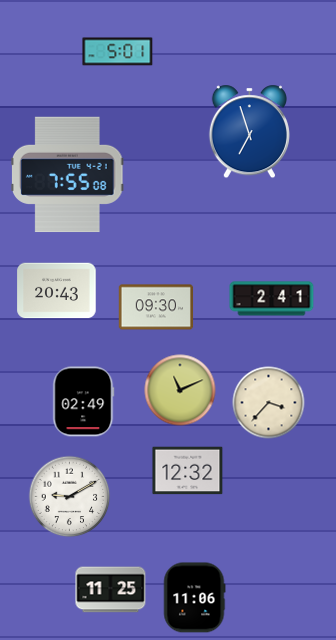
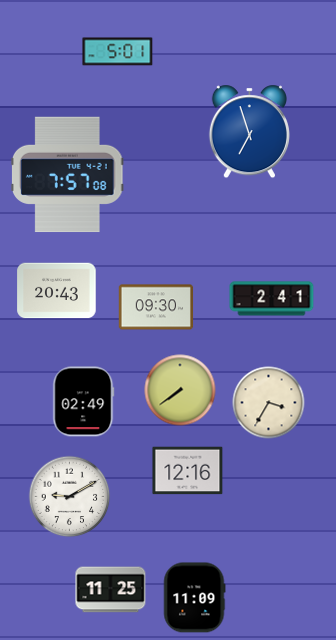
clock at (67, 175): 7:55 -> 7:57
clock at (180, 390): 11:11 -> 7:39
clock at (269, 403): 3:37 -> 3:35
clock at (188, 471): 12:32 -> 12:16
clock at (194, 598): 11:06 -> 11:09
